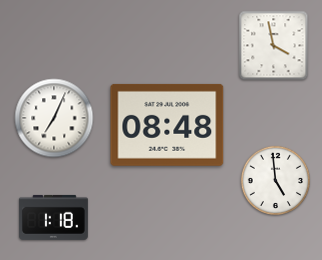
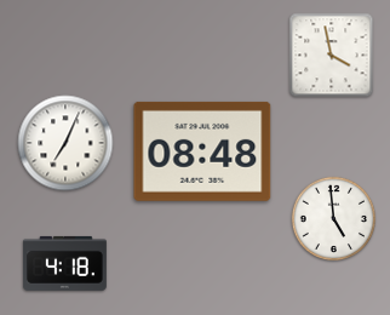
clock at (54, 217): 1:18 -> 4:18
